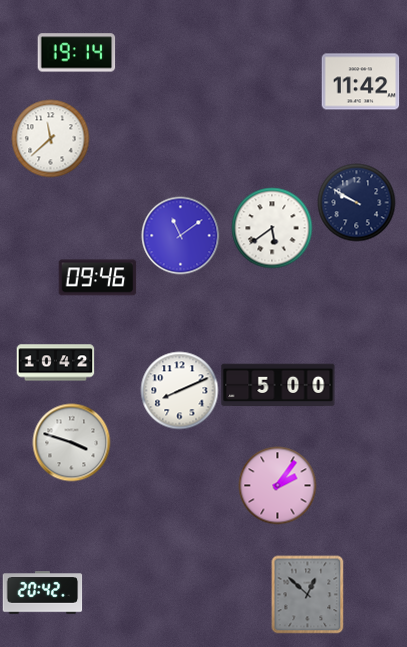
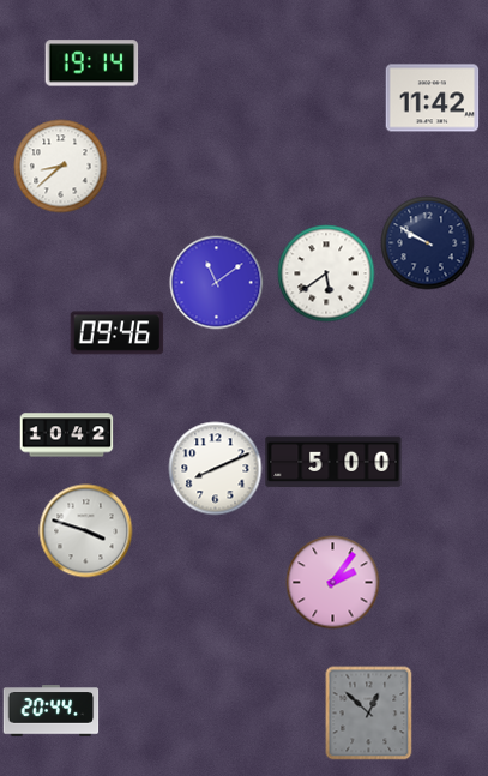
clock at (50, 138): 11:38 -> 8:38
clock at (42, 593): 20:42 -> 20:44
